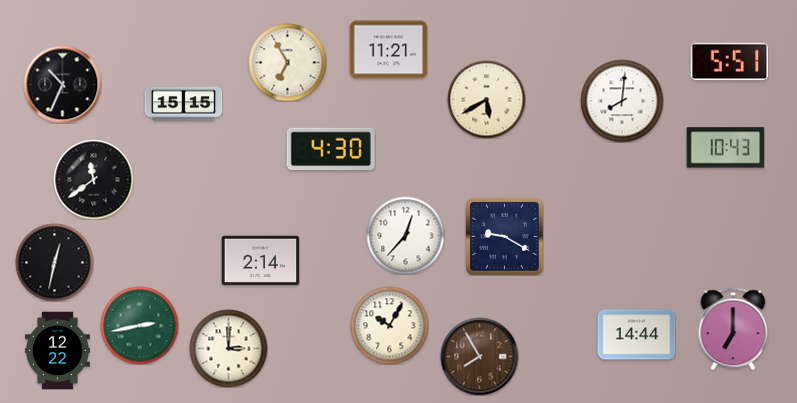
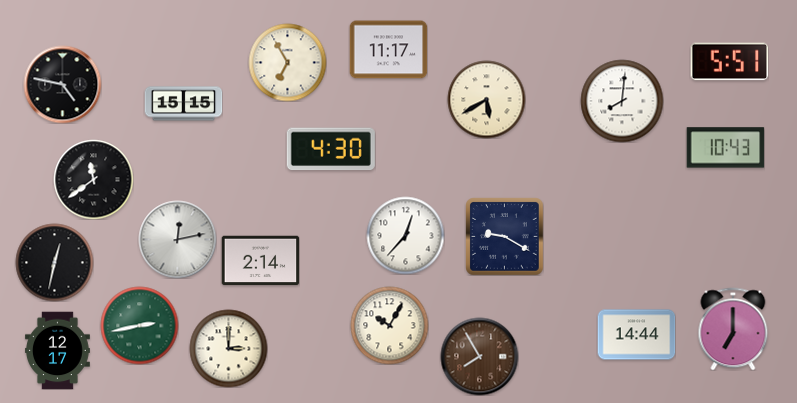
clock at (388, 50): 11:21 -> 11:17
clock at (62, 84): 10:34 -> 4:47
clock at (177, 239): none -> 12:13
clock at (57, 350): 12:22 -> 12:17
